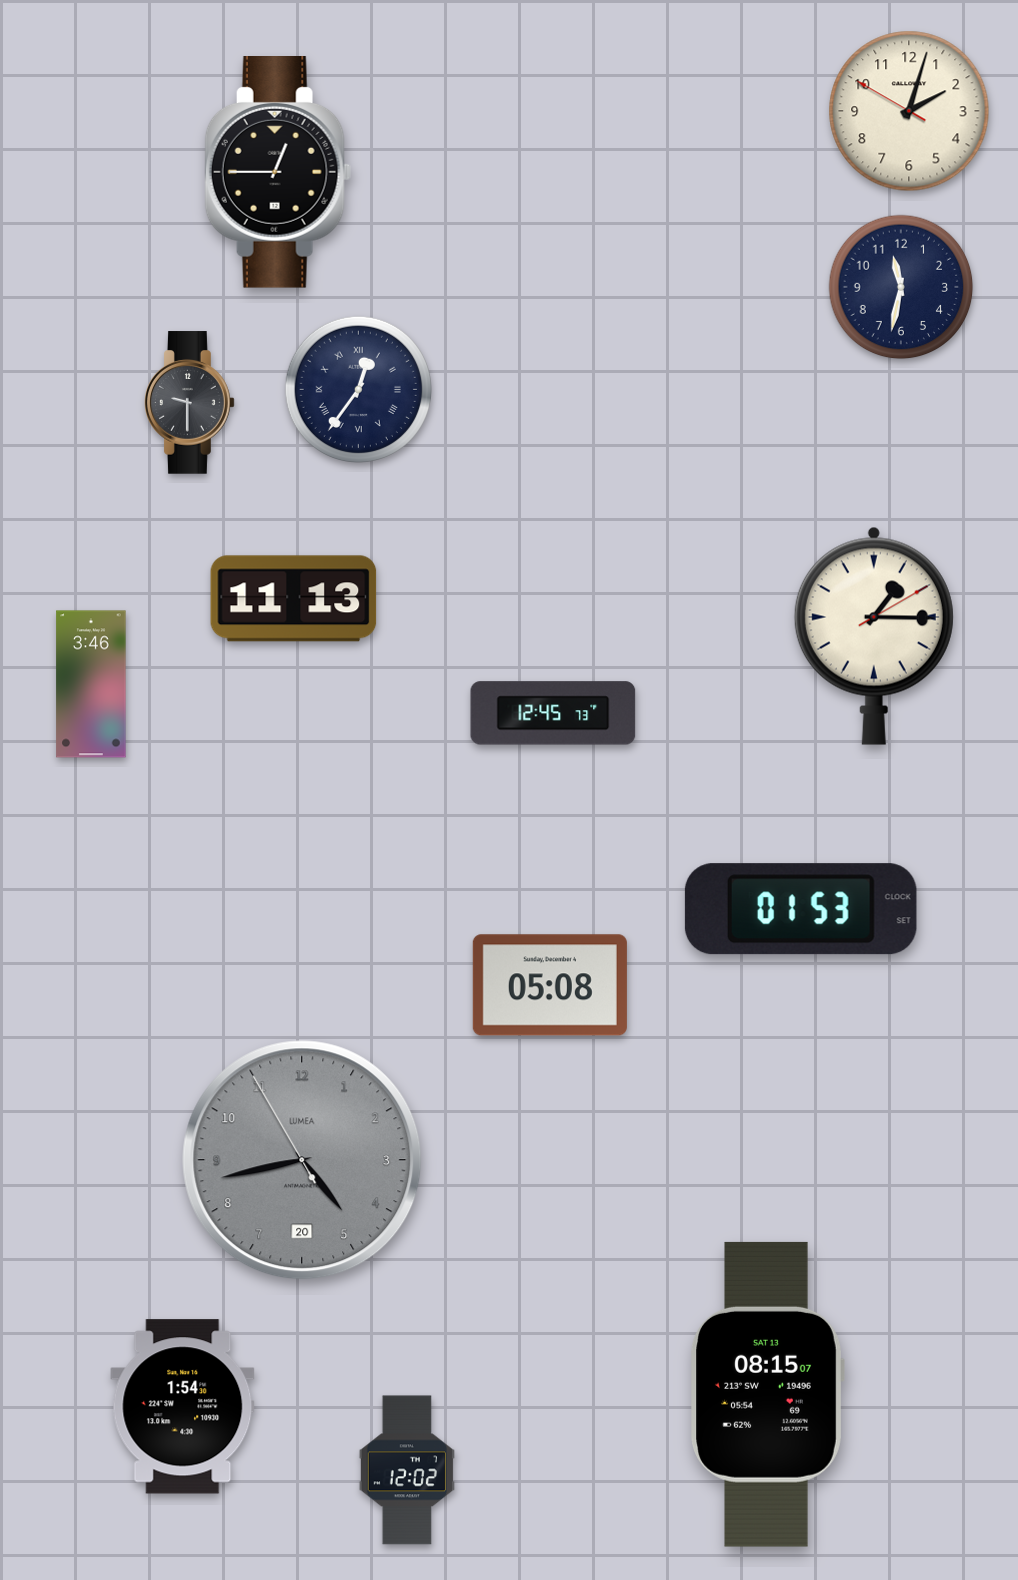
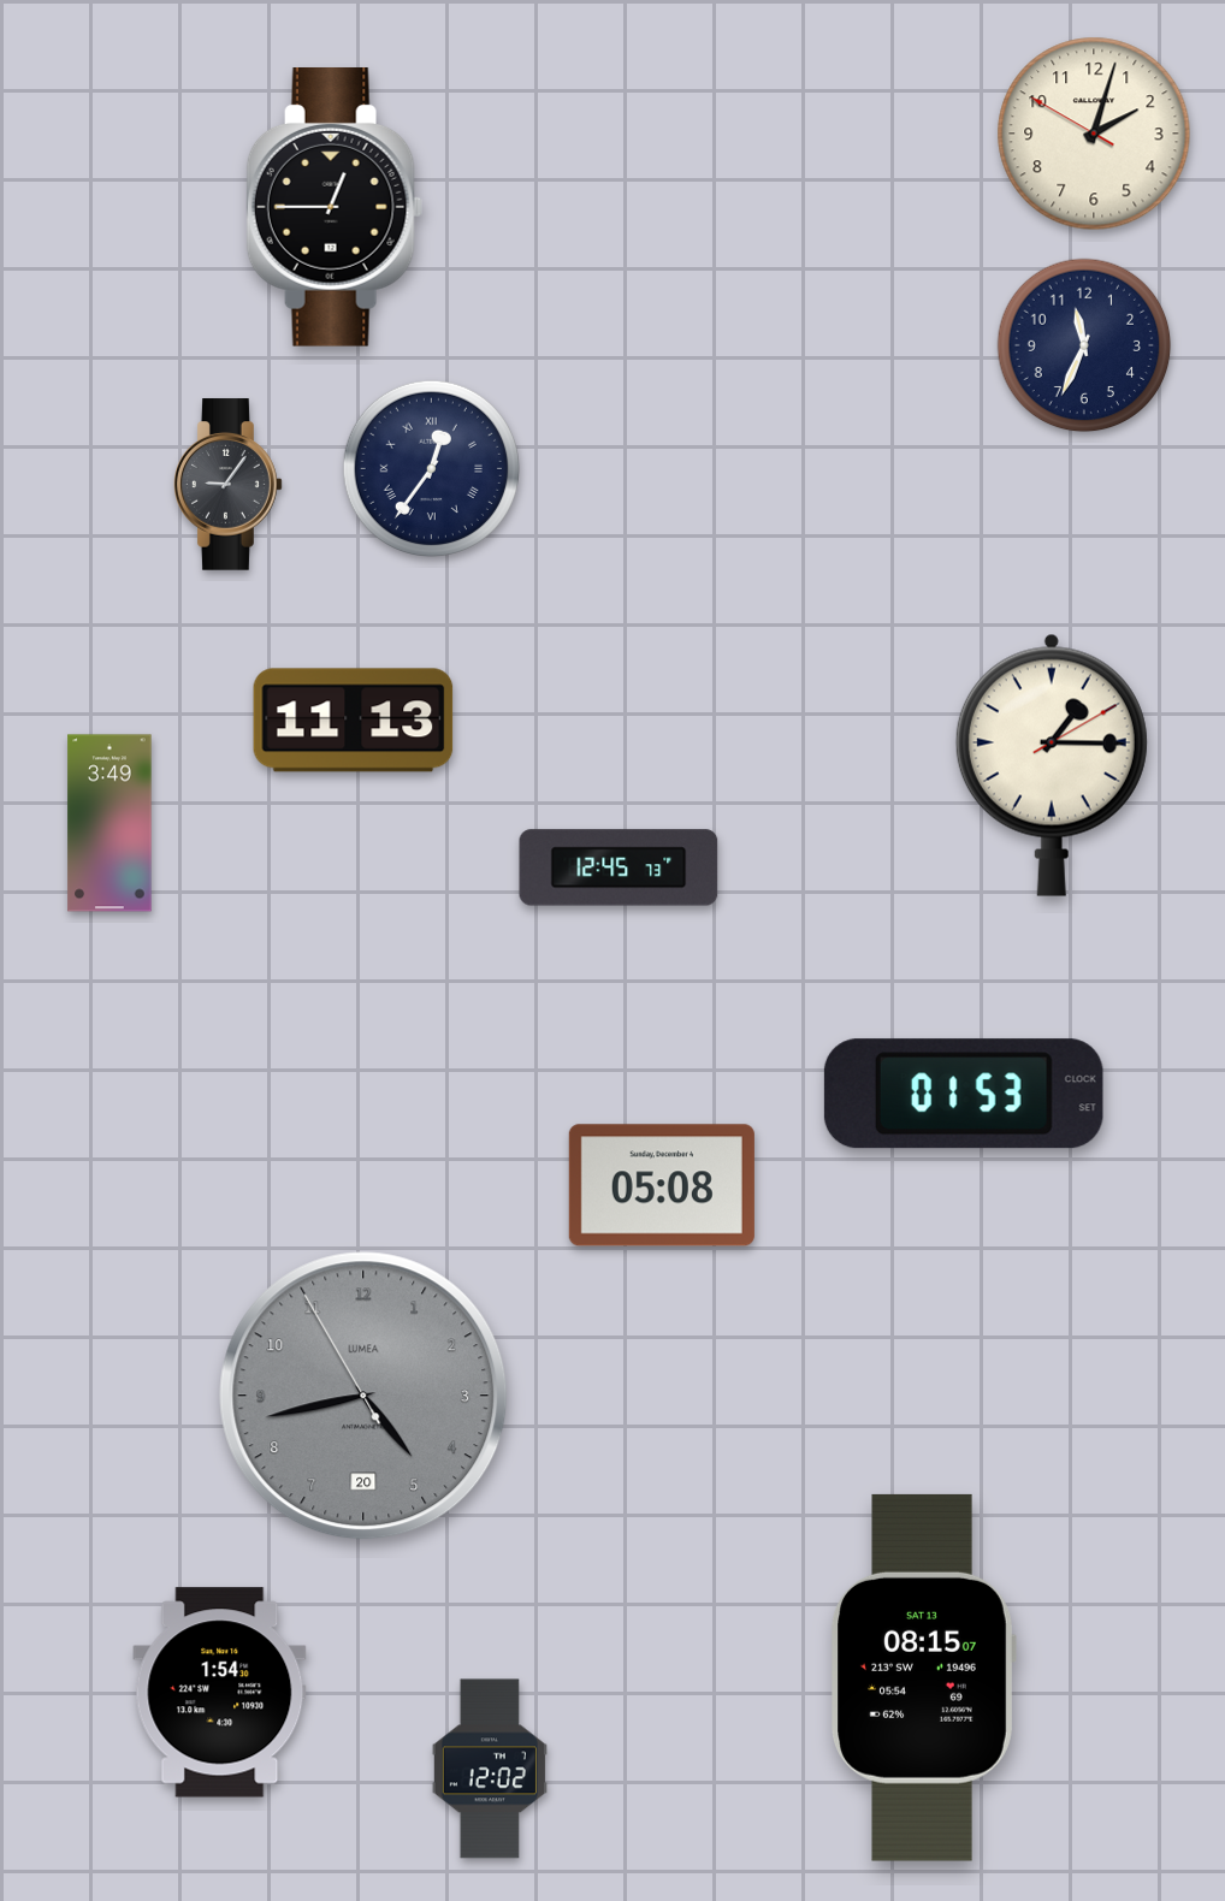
clock at (901, 287): 11:32 -> 11:34
clock at (190, 403): 9:30 -> 9:06
clock at (91, 684): 3:46 -> 3:49
clock at (553, 713) position: (553, 713) -> (619, 867)
